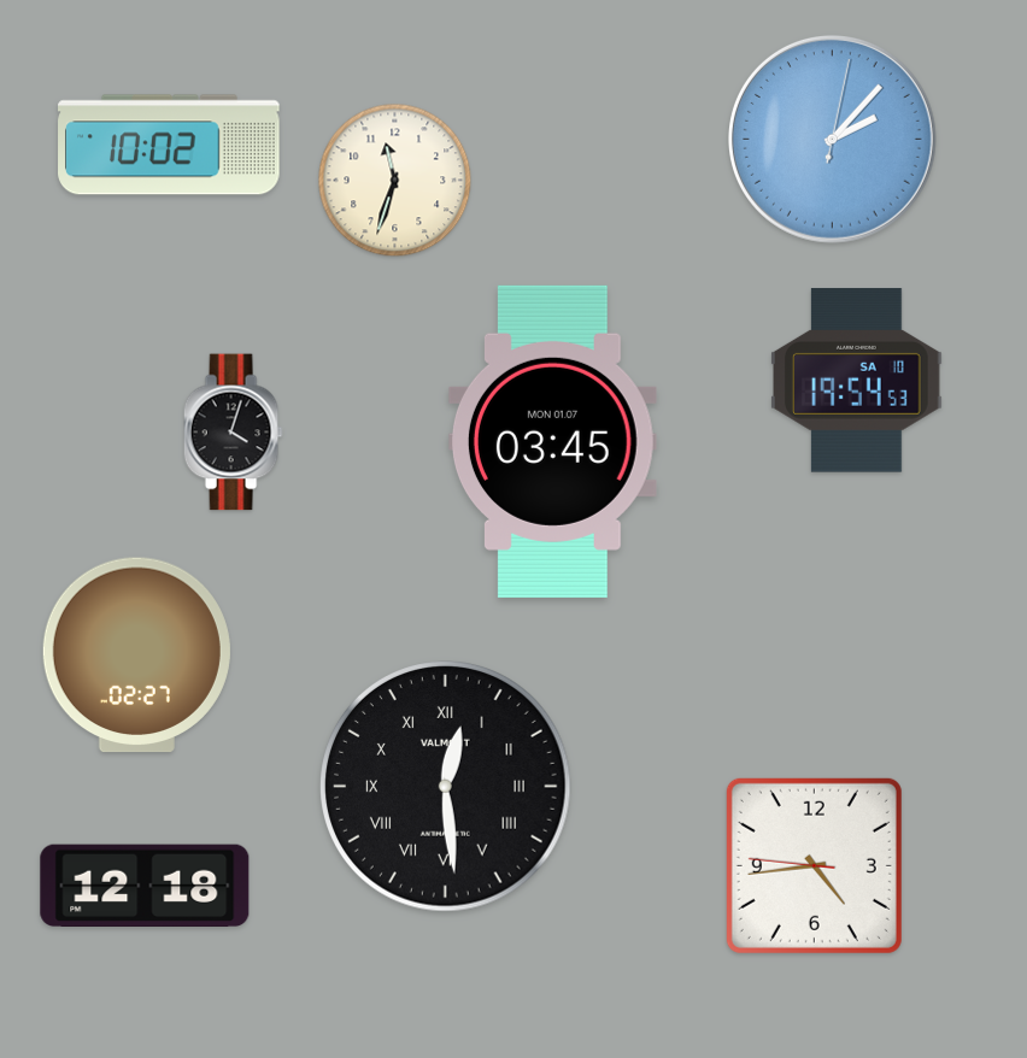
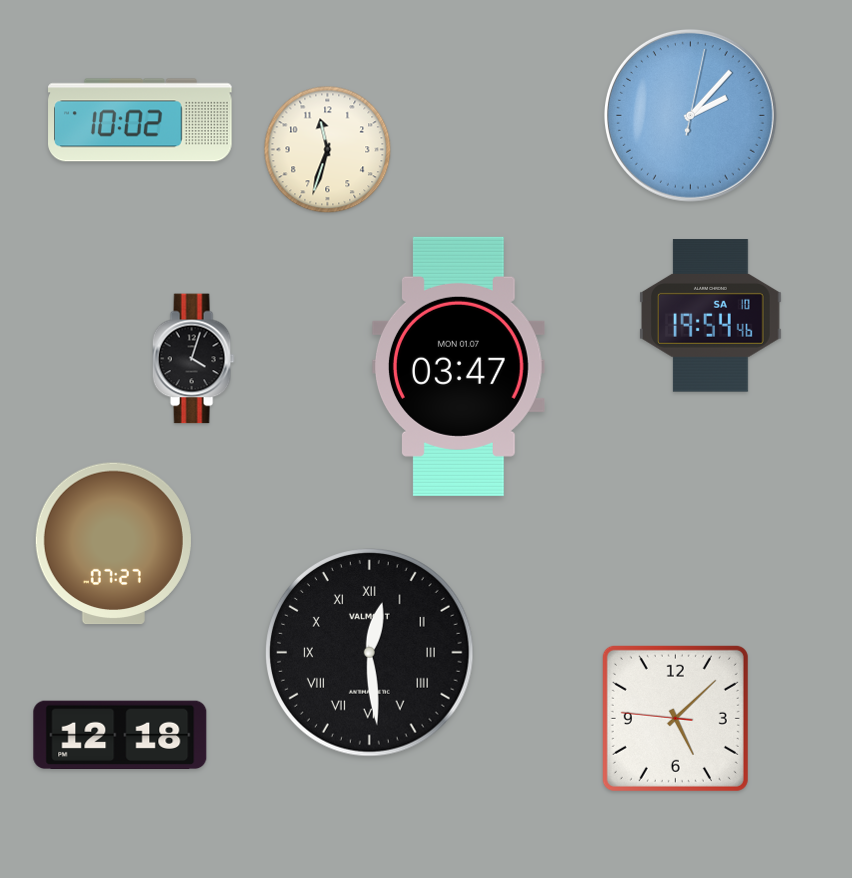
clock at (857, 381): 19:54:53 -> 19:54:46
clock at (552, 441): 03:45 -> 03:47
clock at (136, 656): 02:27 -> 07:27
clock at (814, 865): 4:43 -> 5:07
